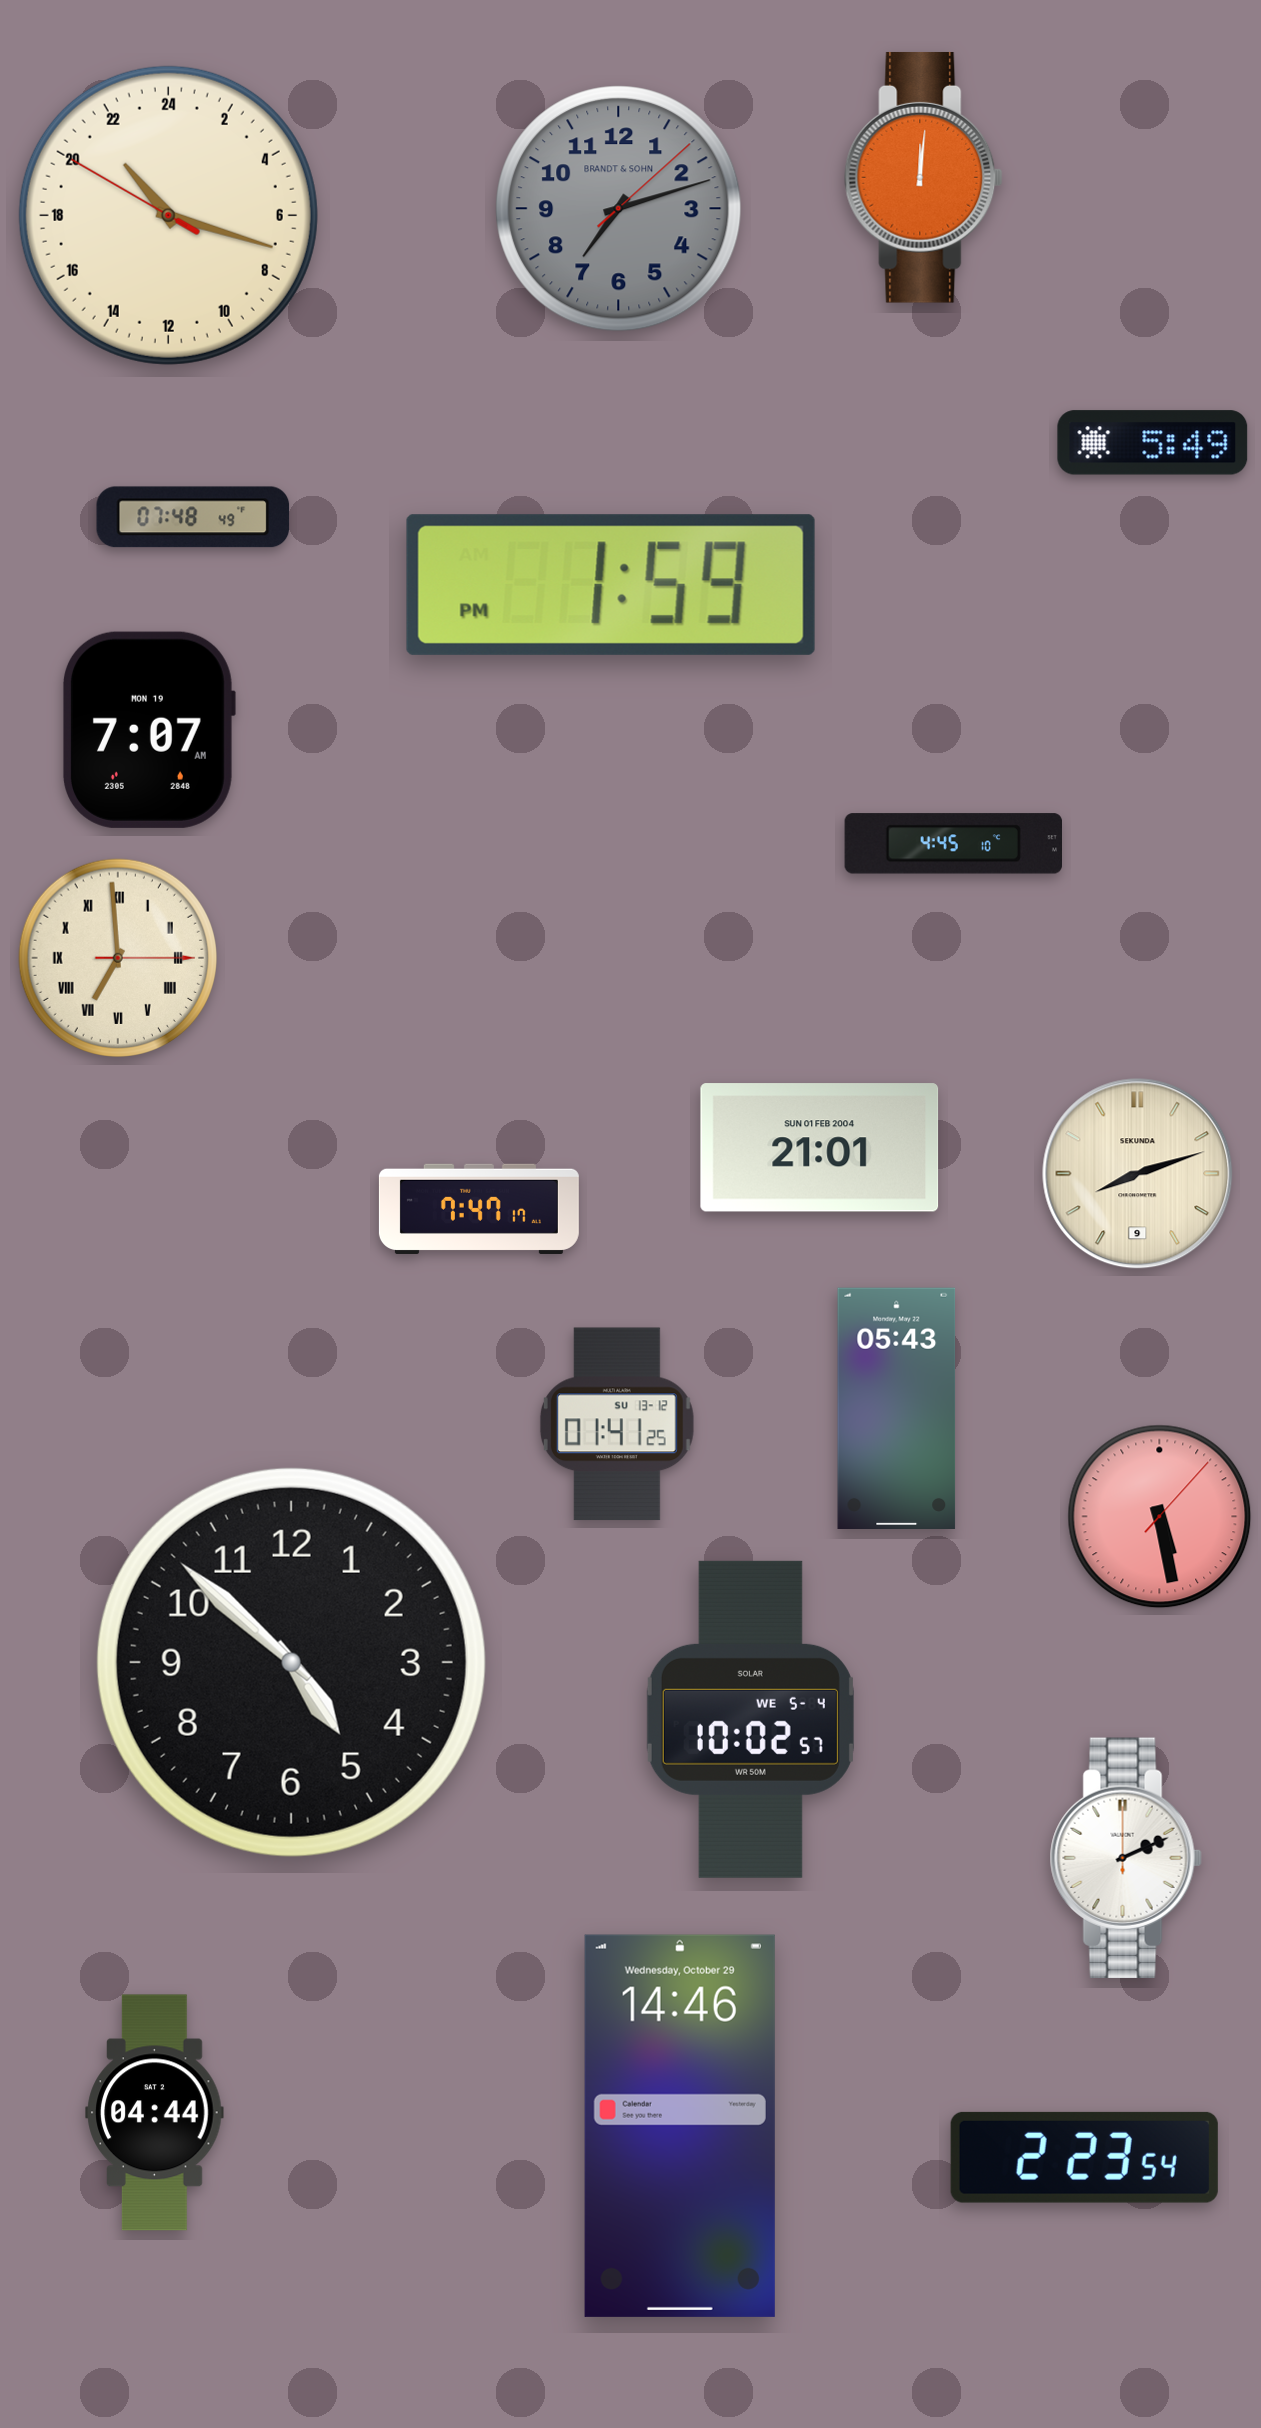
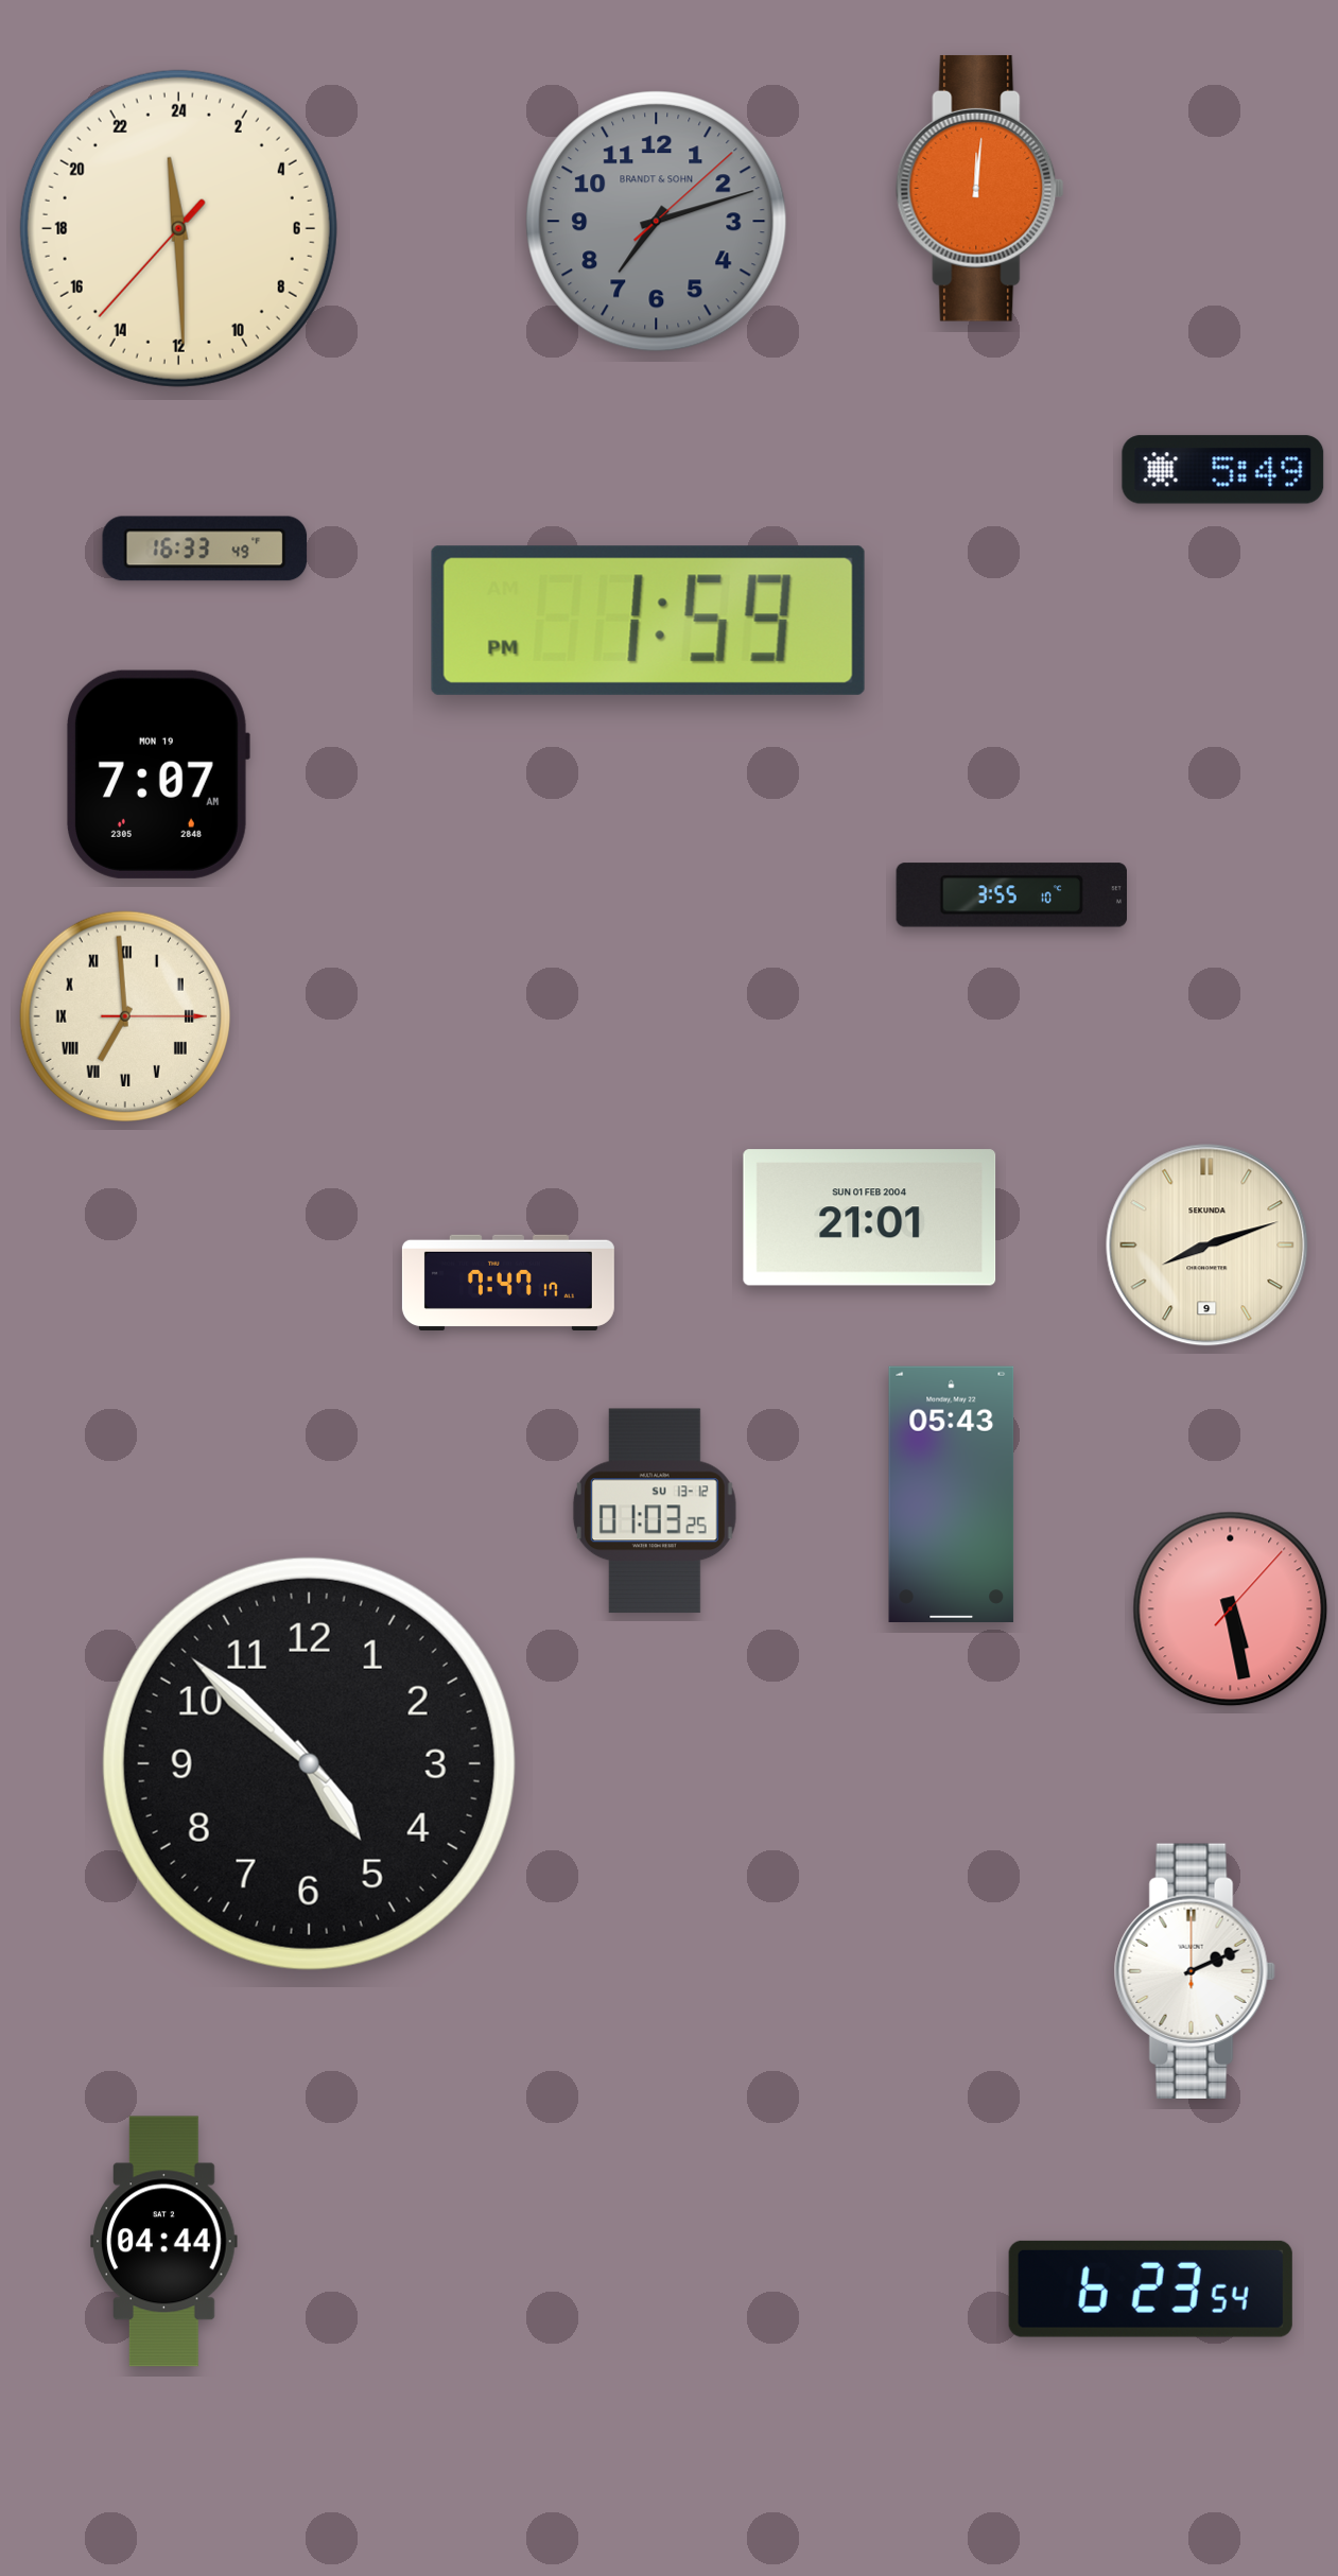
clock at (168, 215): 21:17 -> 23:29
clock at (193, 517): 07:48 -> 16:33
clock at (953, 844): 4:45 -> 3:55
clock at (617, 1424): 01:41 -> 01:03
clock at (750, 1719): 10:02 -> none
clock at (680, 2126): 14:46 -> none
clock at (1084, 2157): 2:23 -> 6:23
